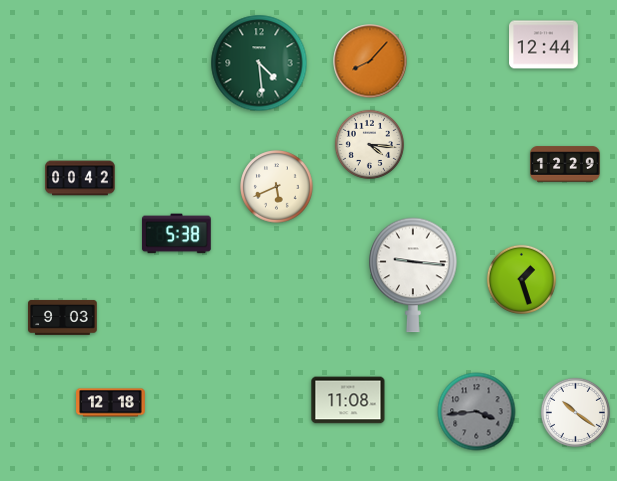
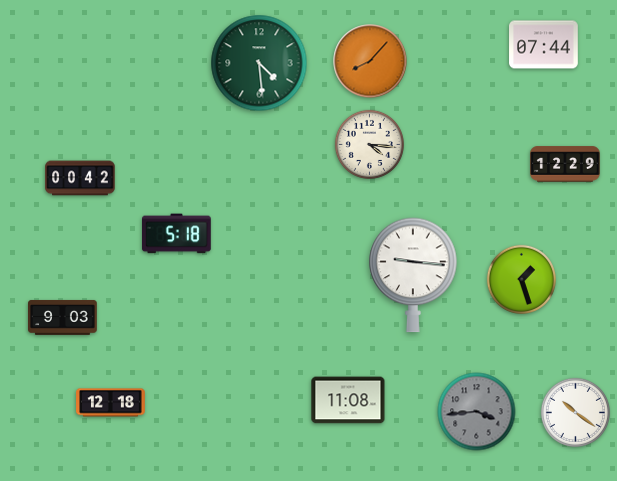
clock at (544, 45): 12:44 -> 07:44
clock at (277, 187): 5:41 -> none
clock at (177, 234): 5:38 -> 5:18
